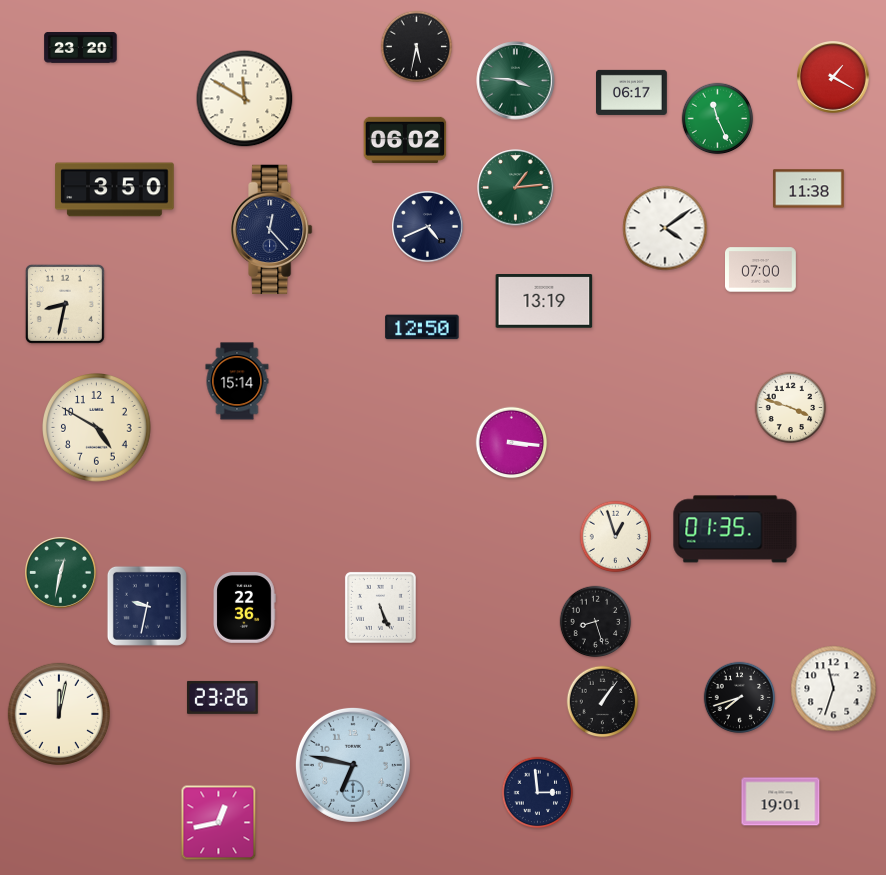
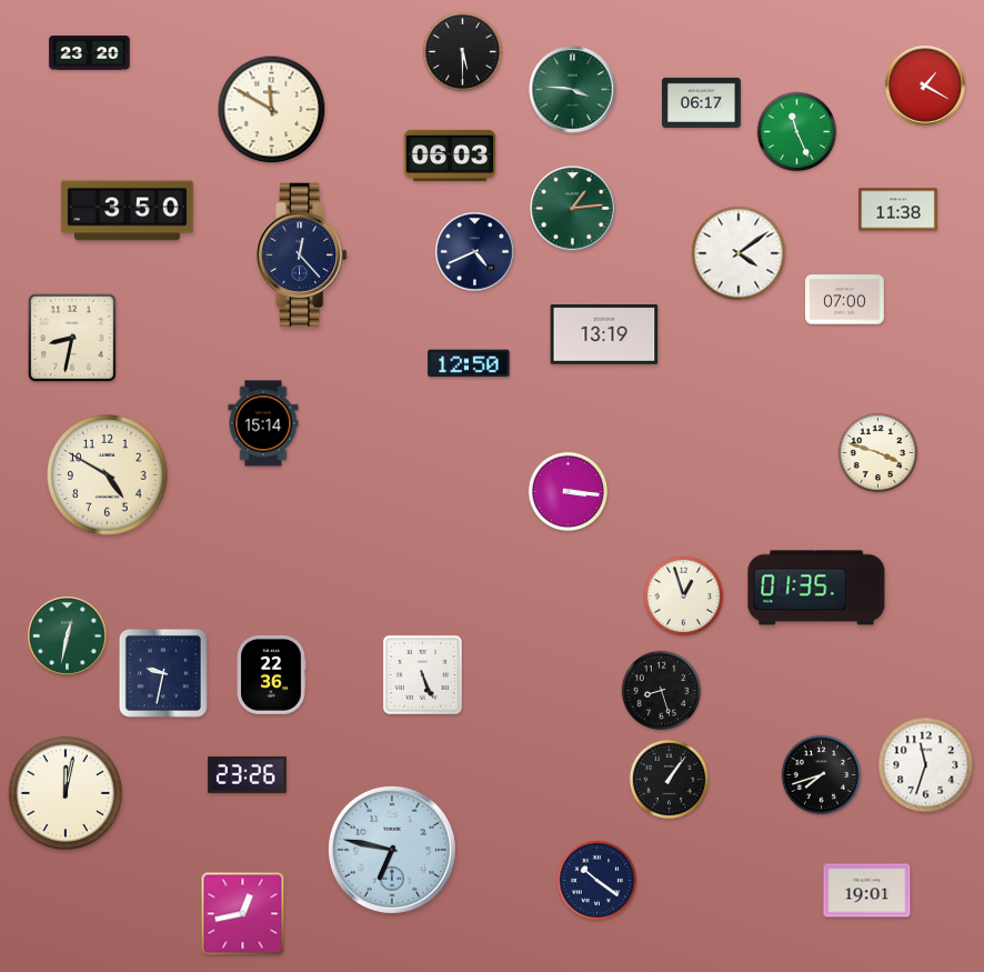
clock at (417, 47): 5:32 -> 5:30
clock at (405, 140): 06:02 -> 06:03
clock at (538, 793): 2:59 -> 10:21
